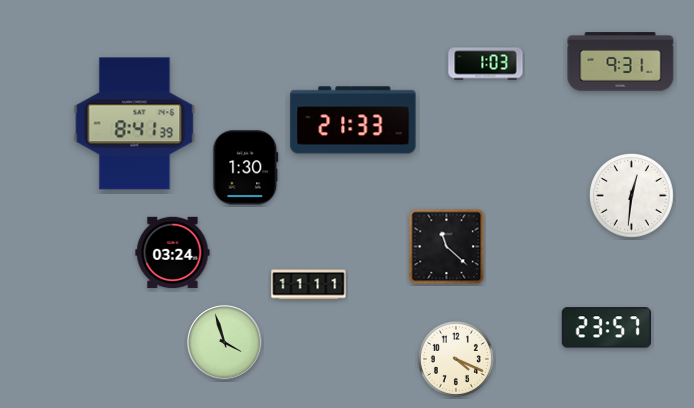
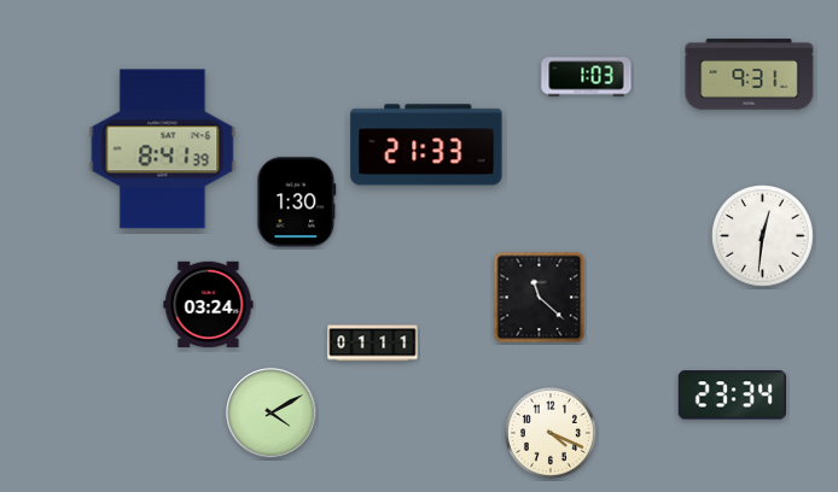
clock at (309, 285): 11:11 -> 01:11
clock at (606, 328): 23:57 -> 23:34
clock at (225, 343): 3:57 -> 4:10
